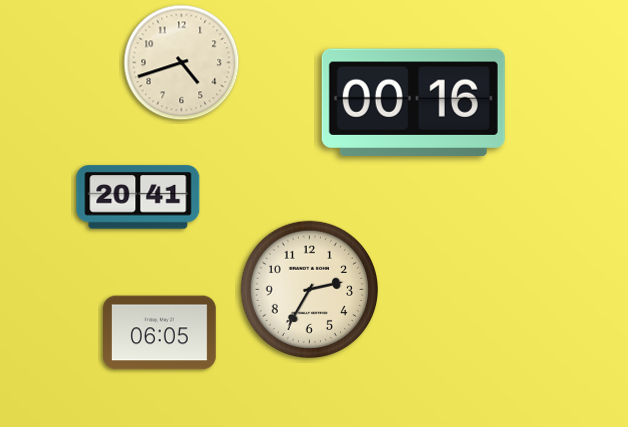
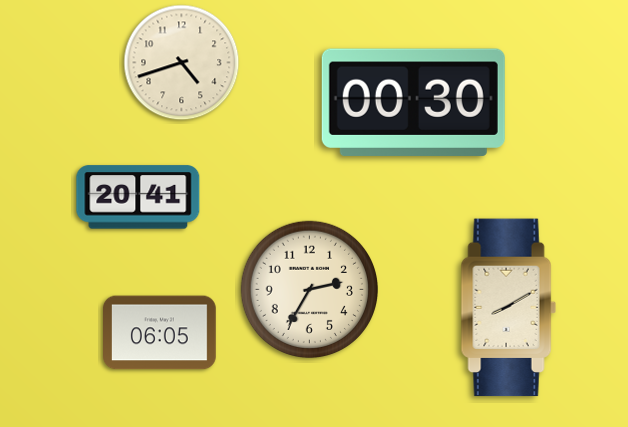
clock at (413, 102): 00:16 -> 00:30
clock at (508, 308): none -> 8:10
